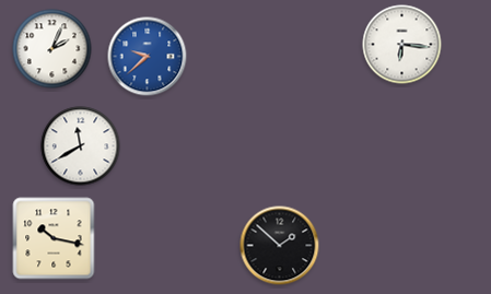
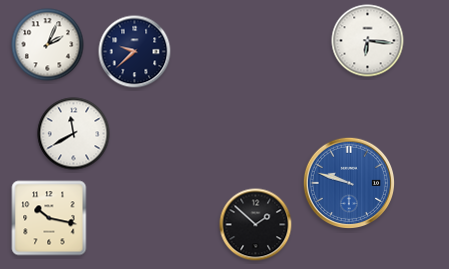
clock at (148, 57) dial: blue -> navy
clock at (348, 182): none -> 9:48
